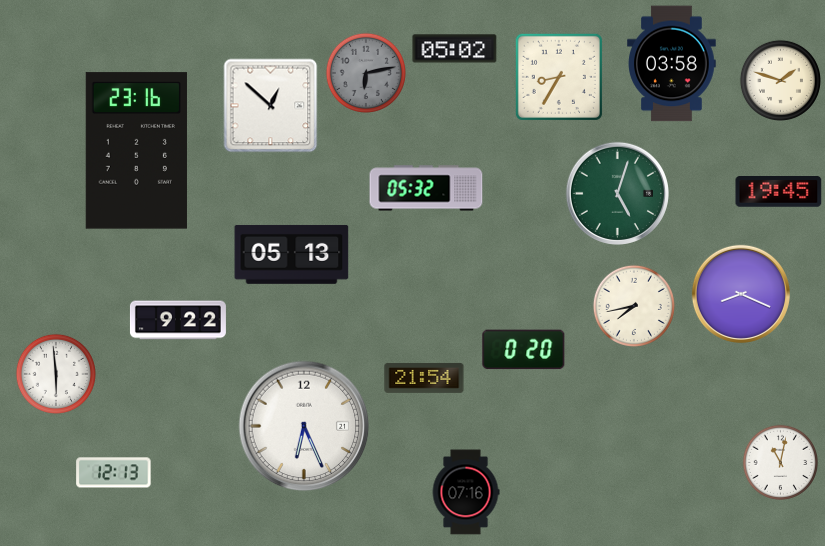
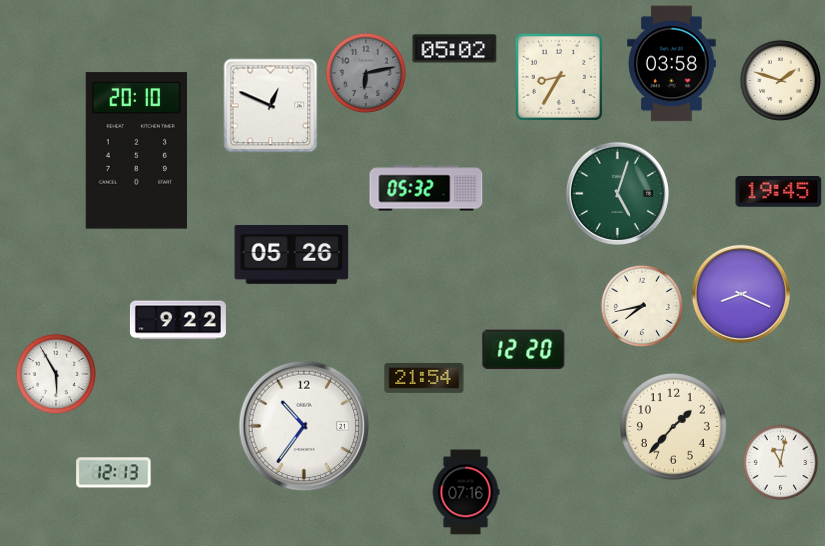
clock at (271, 106): 12:52 -> 12:49
clock at (136, 151): 23:16 -> 20:10
clock at (292, 254): 05:13 -> 05:26
clock at (634, 306) position: (634, 306) -> (642, 306)
clock at (524, 350): 0:20 -> 12:20
clock at (56, 374): 5:59 -> 5:55
clock at (304, 426): 6:26 -> 10:36
clock at (673, 426): none -> 1:37
